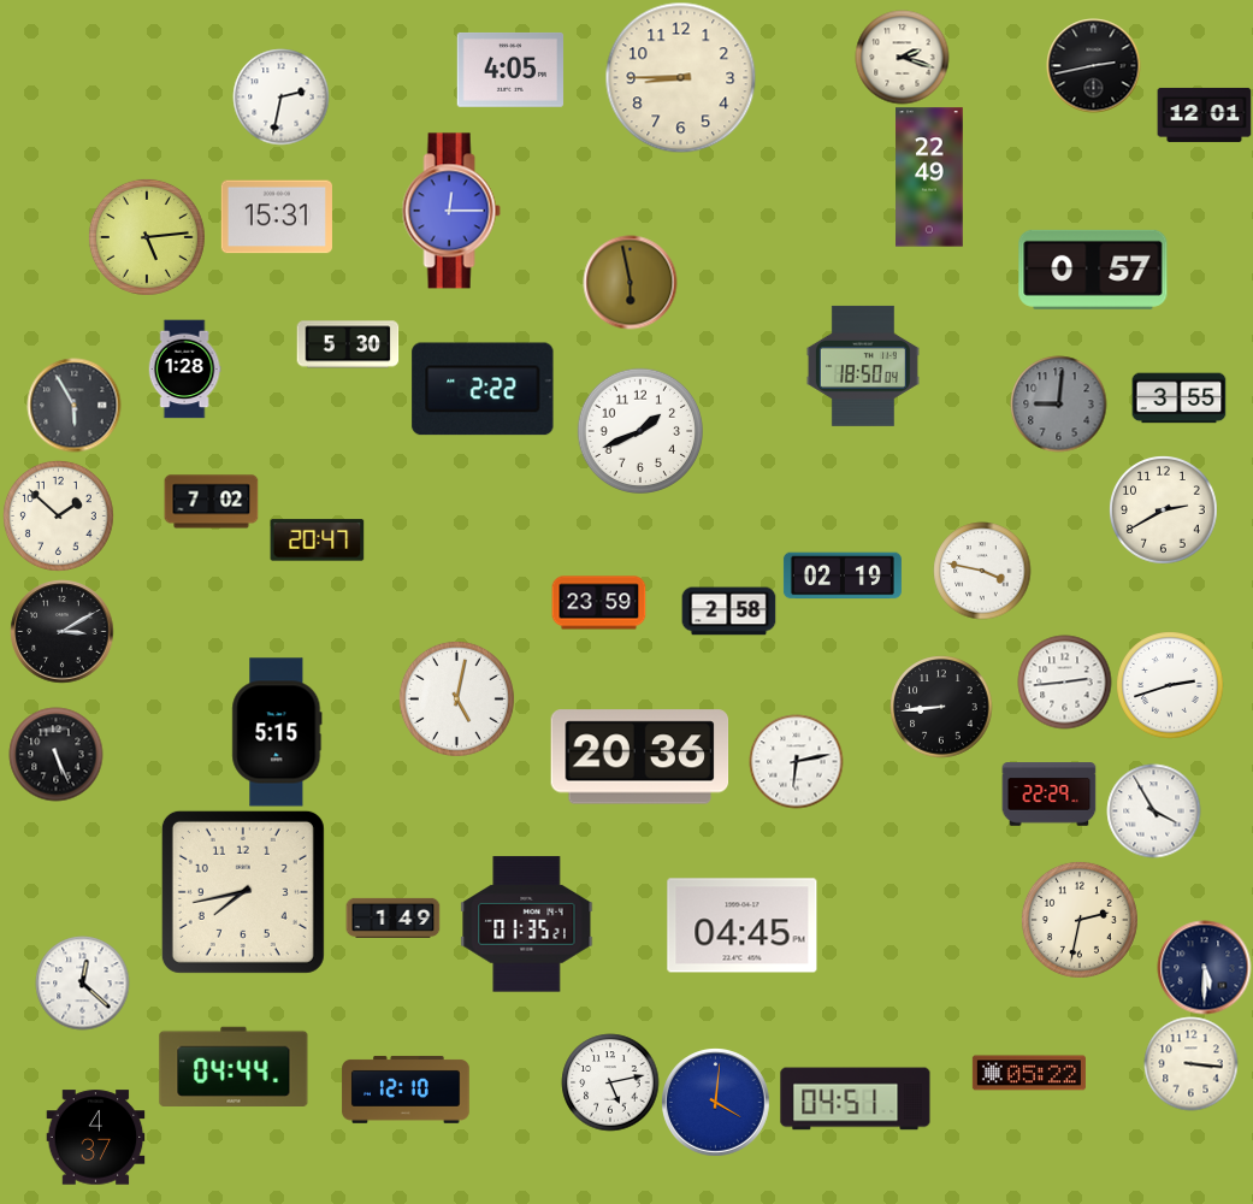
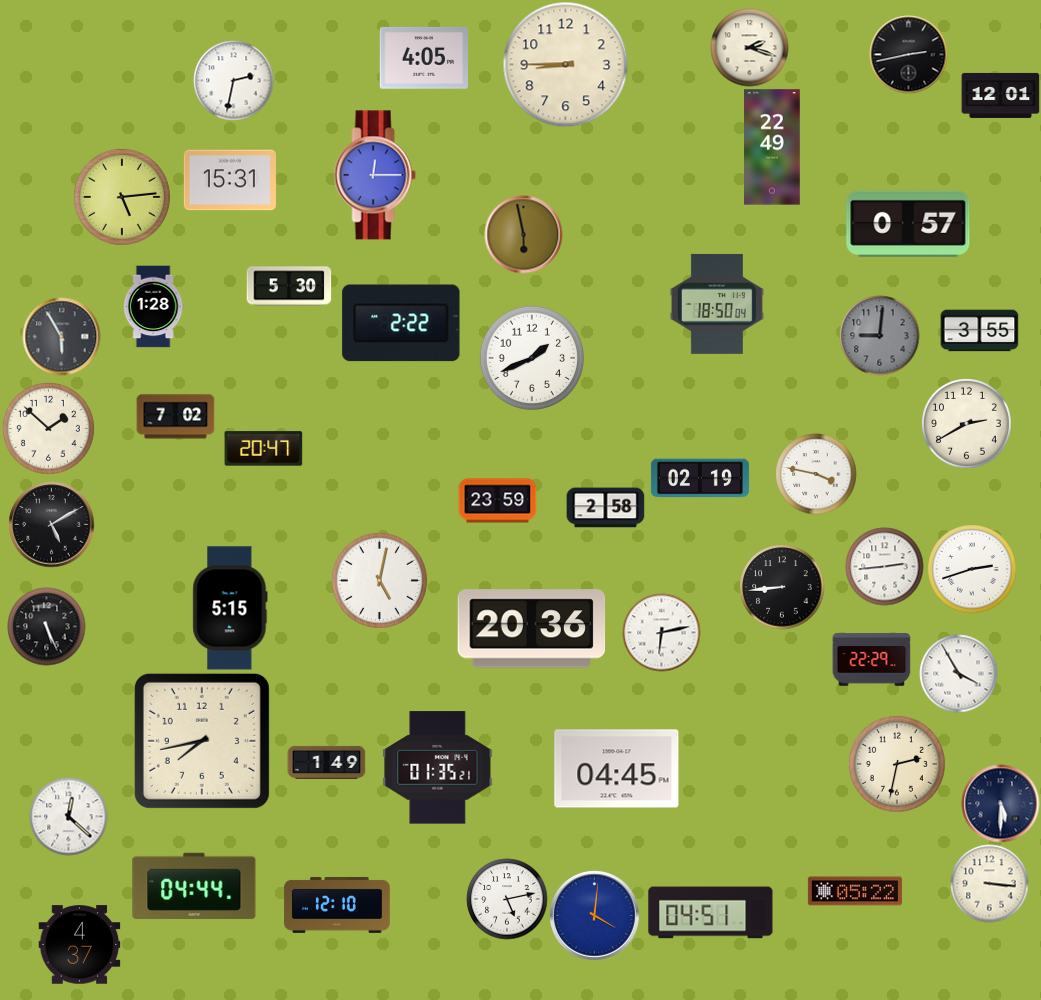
clock at (61, 631): 3:10 -> 5:10
